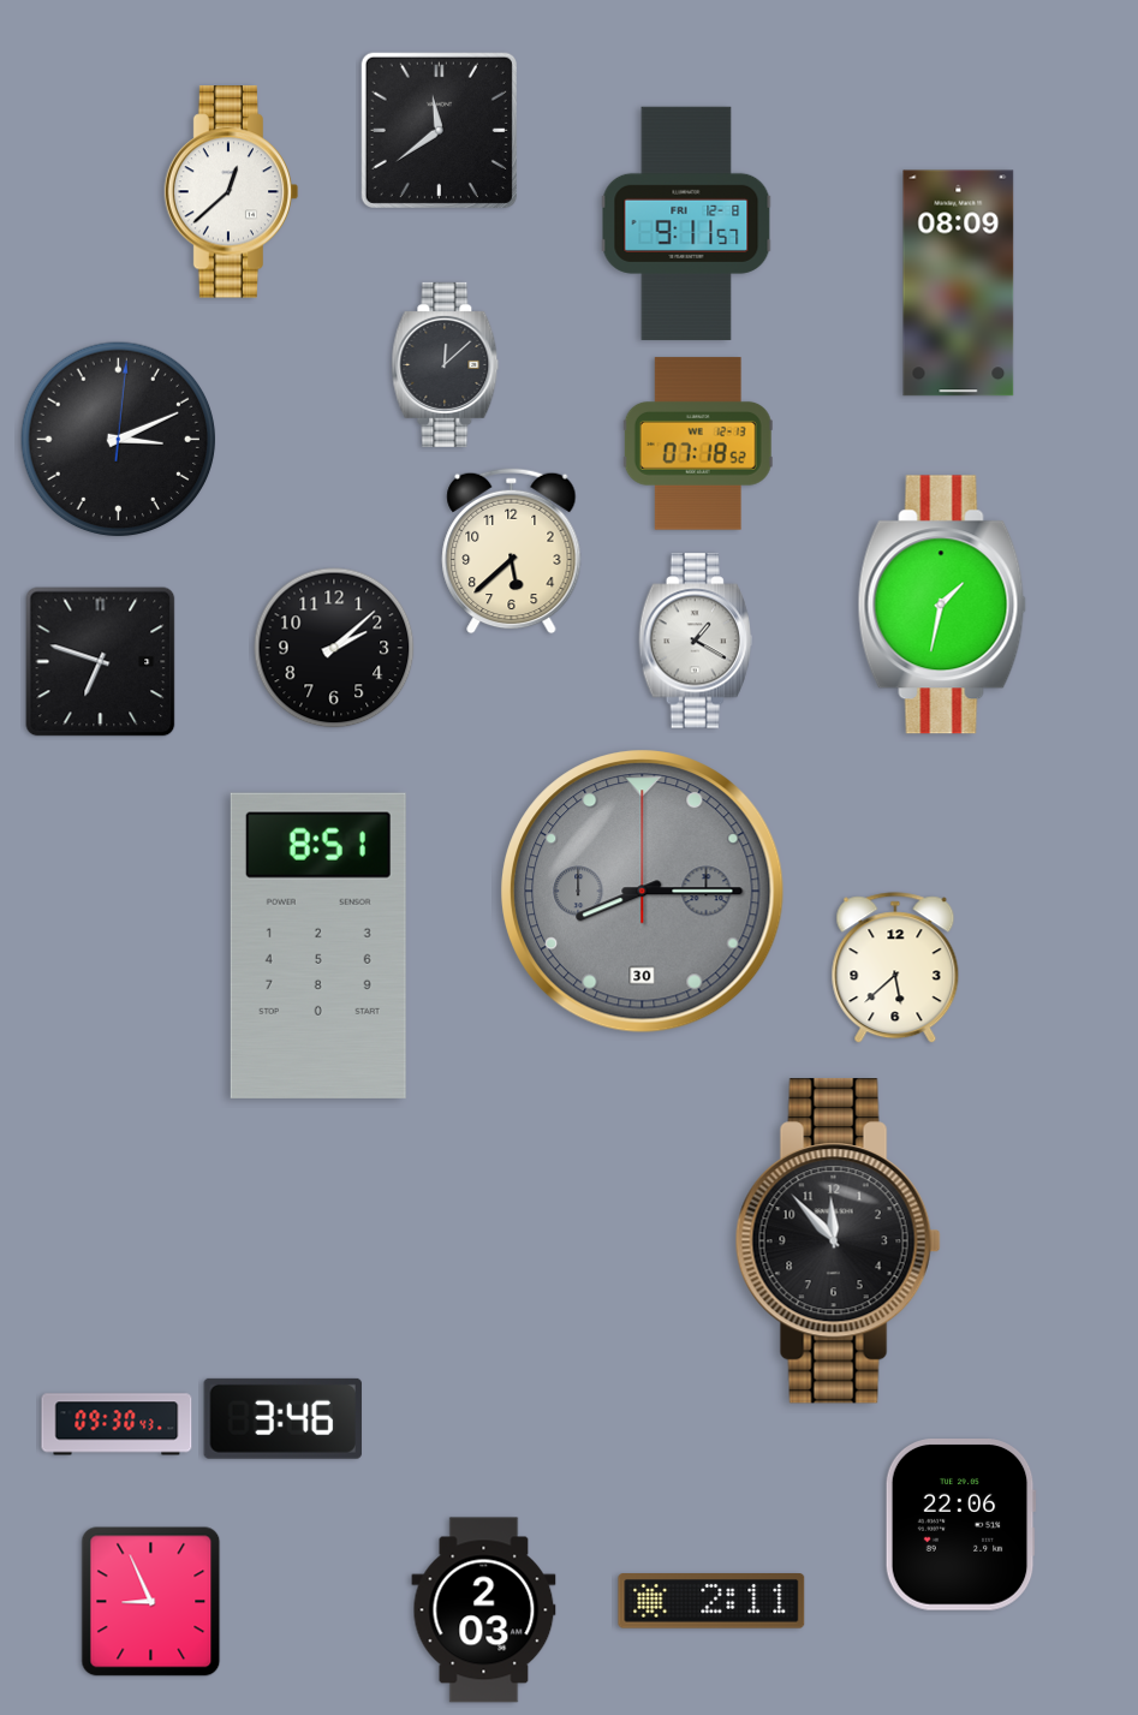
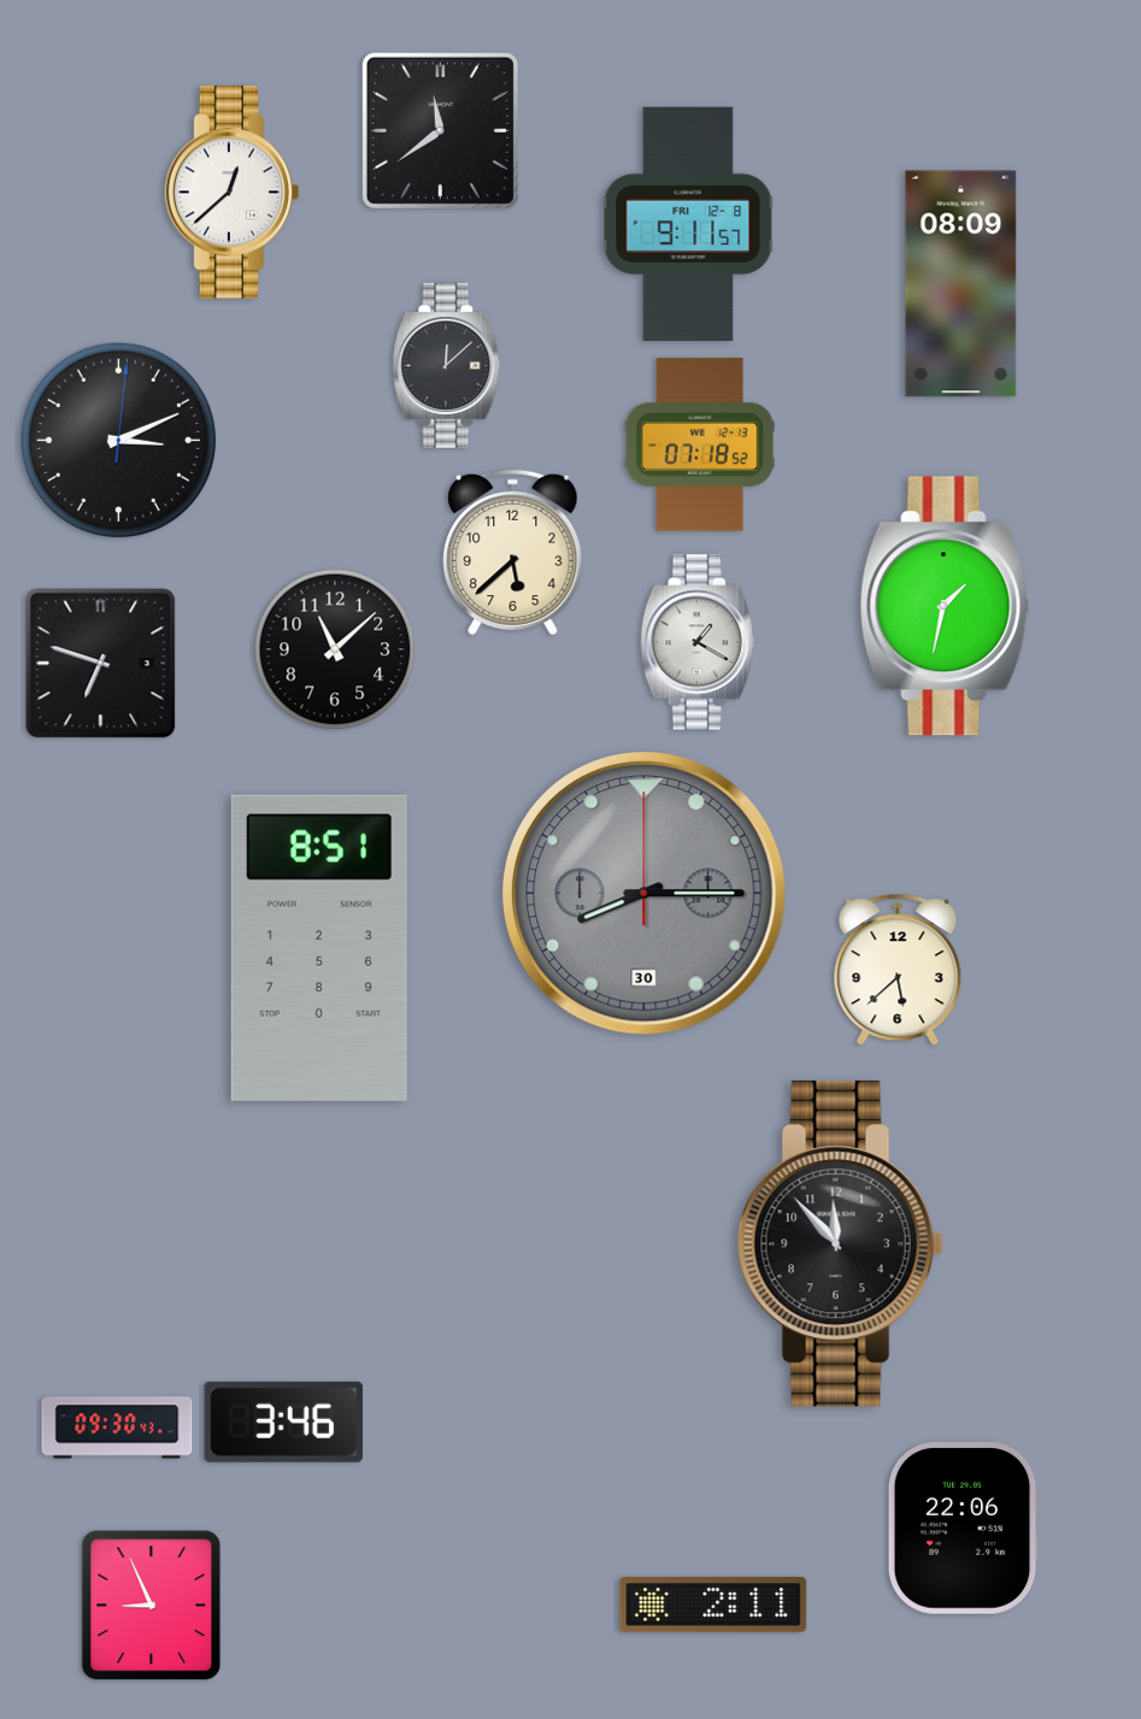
clock at (334, 648): 2:08 -> 11:08
clock at (484, 1610): 2:03 -> none
